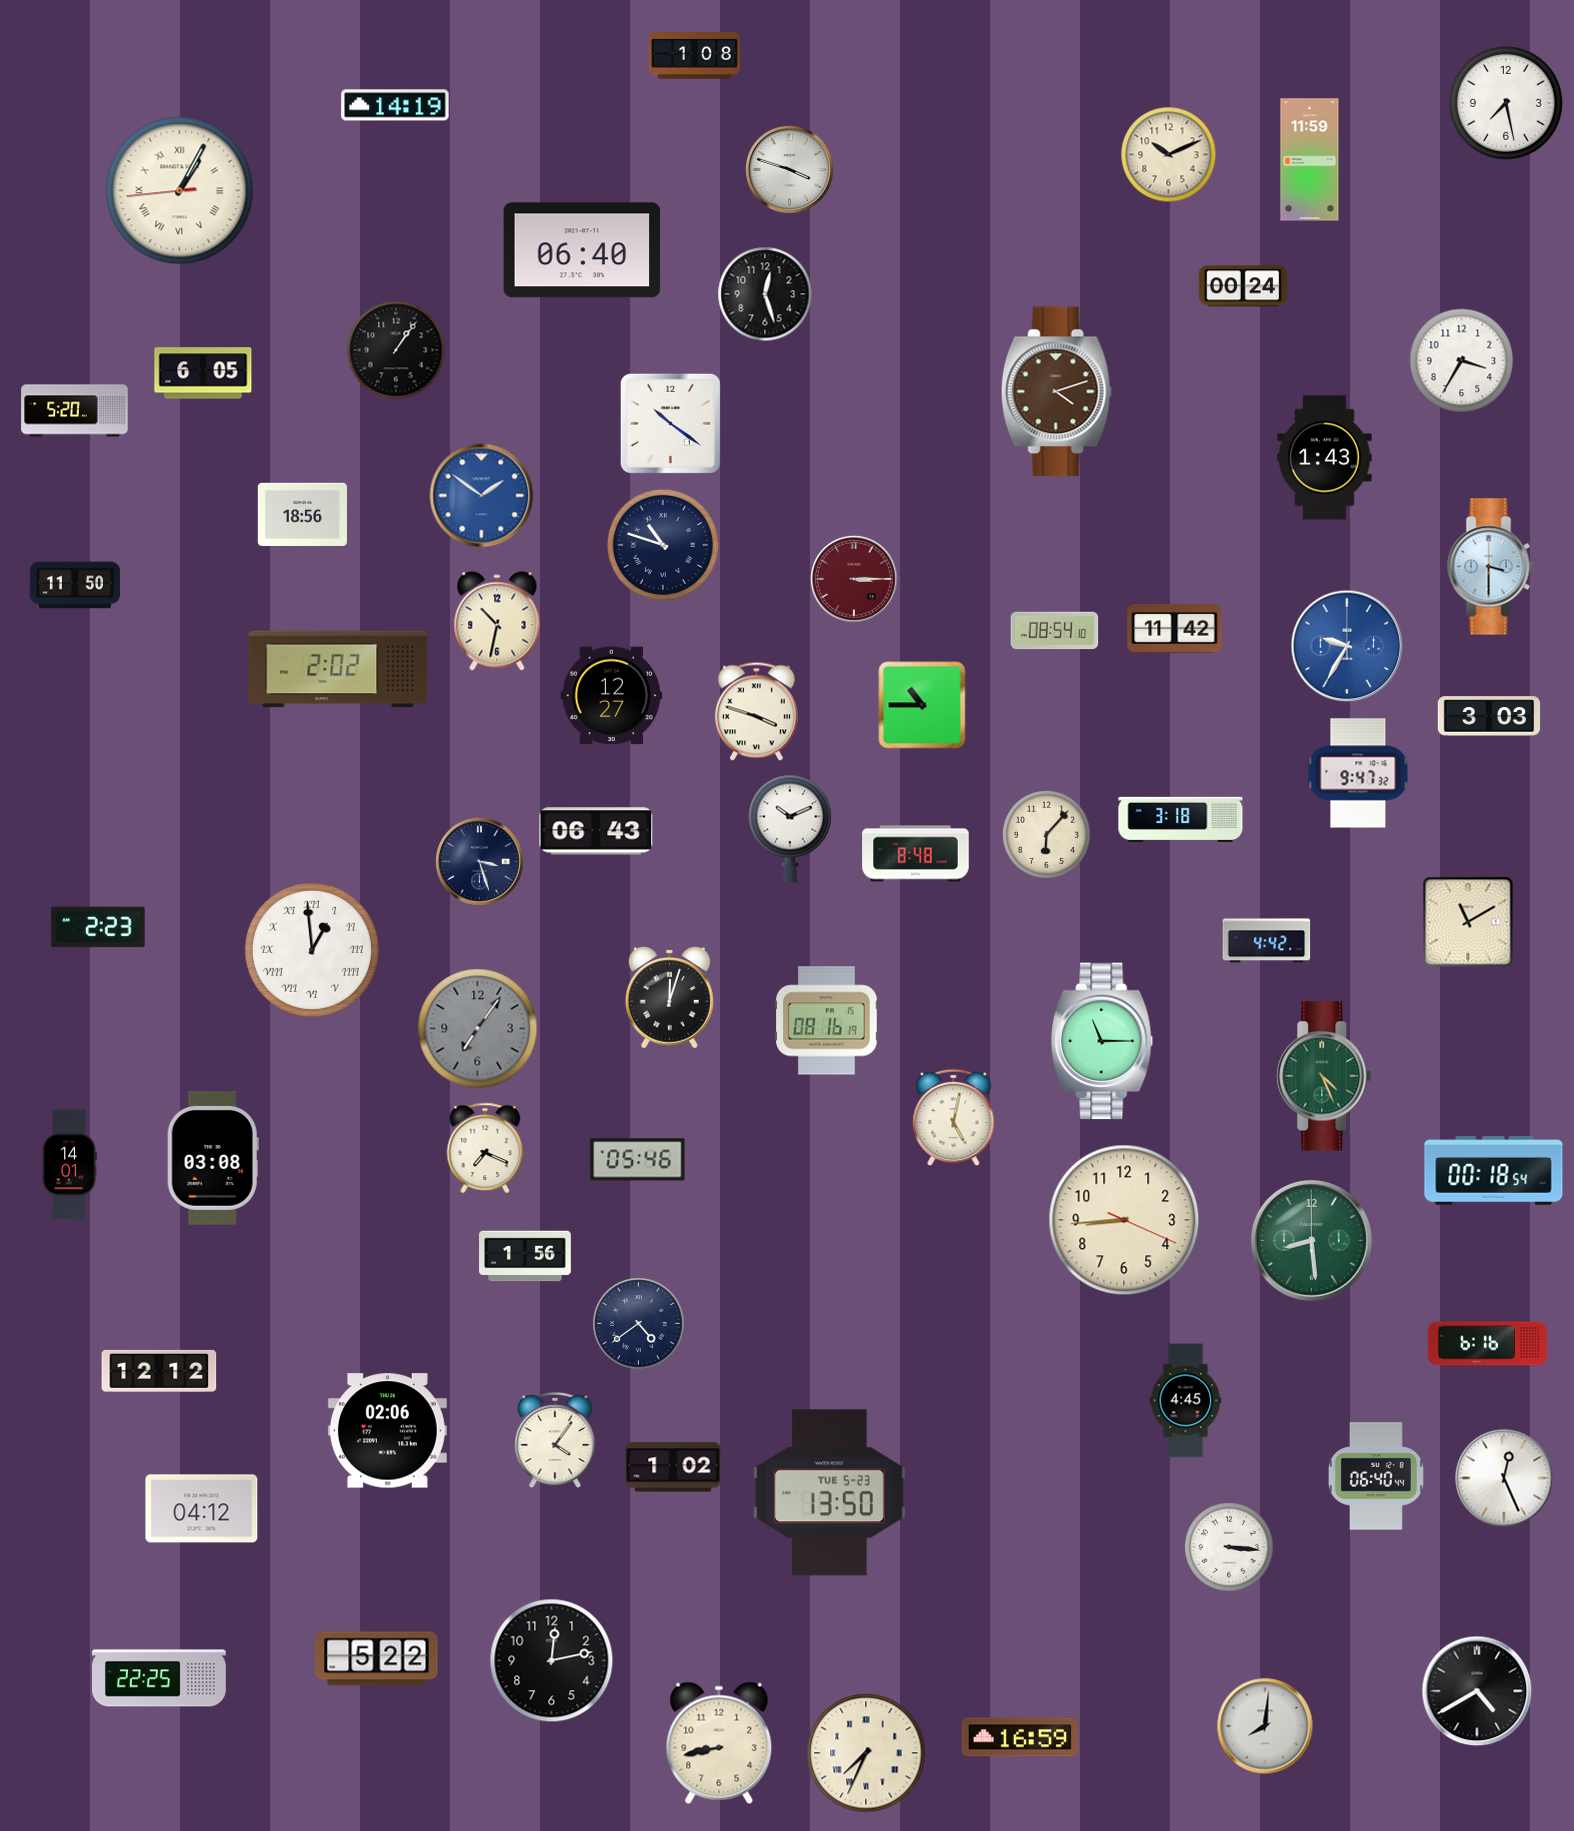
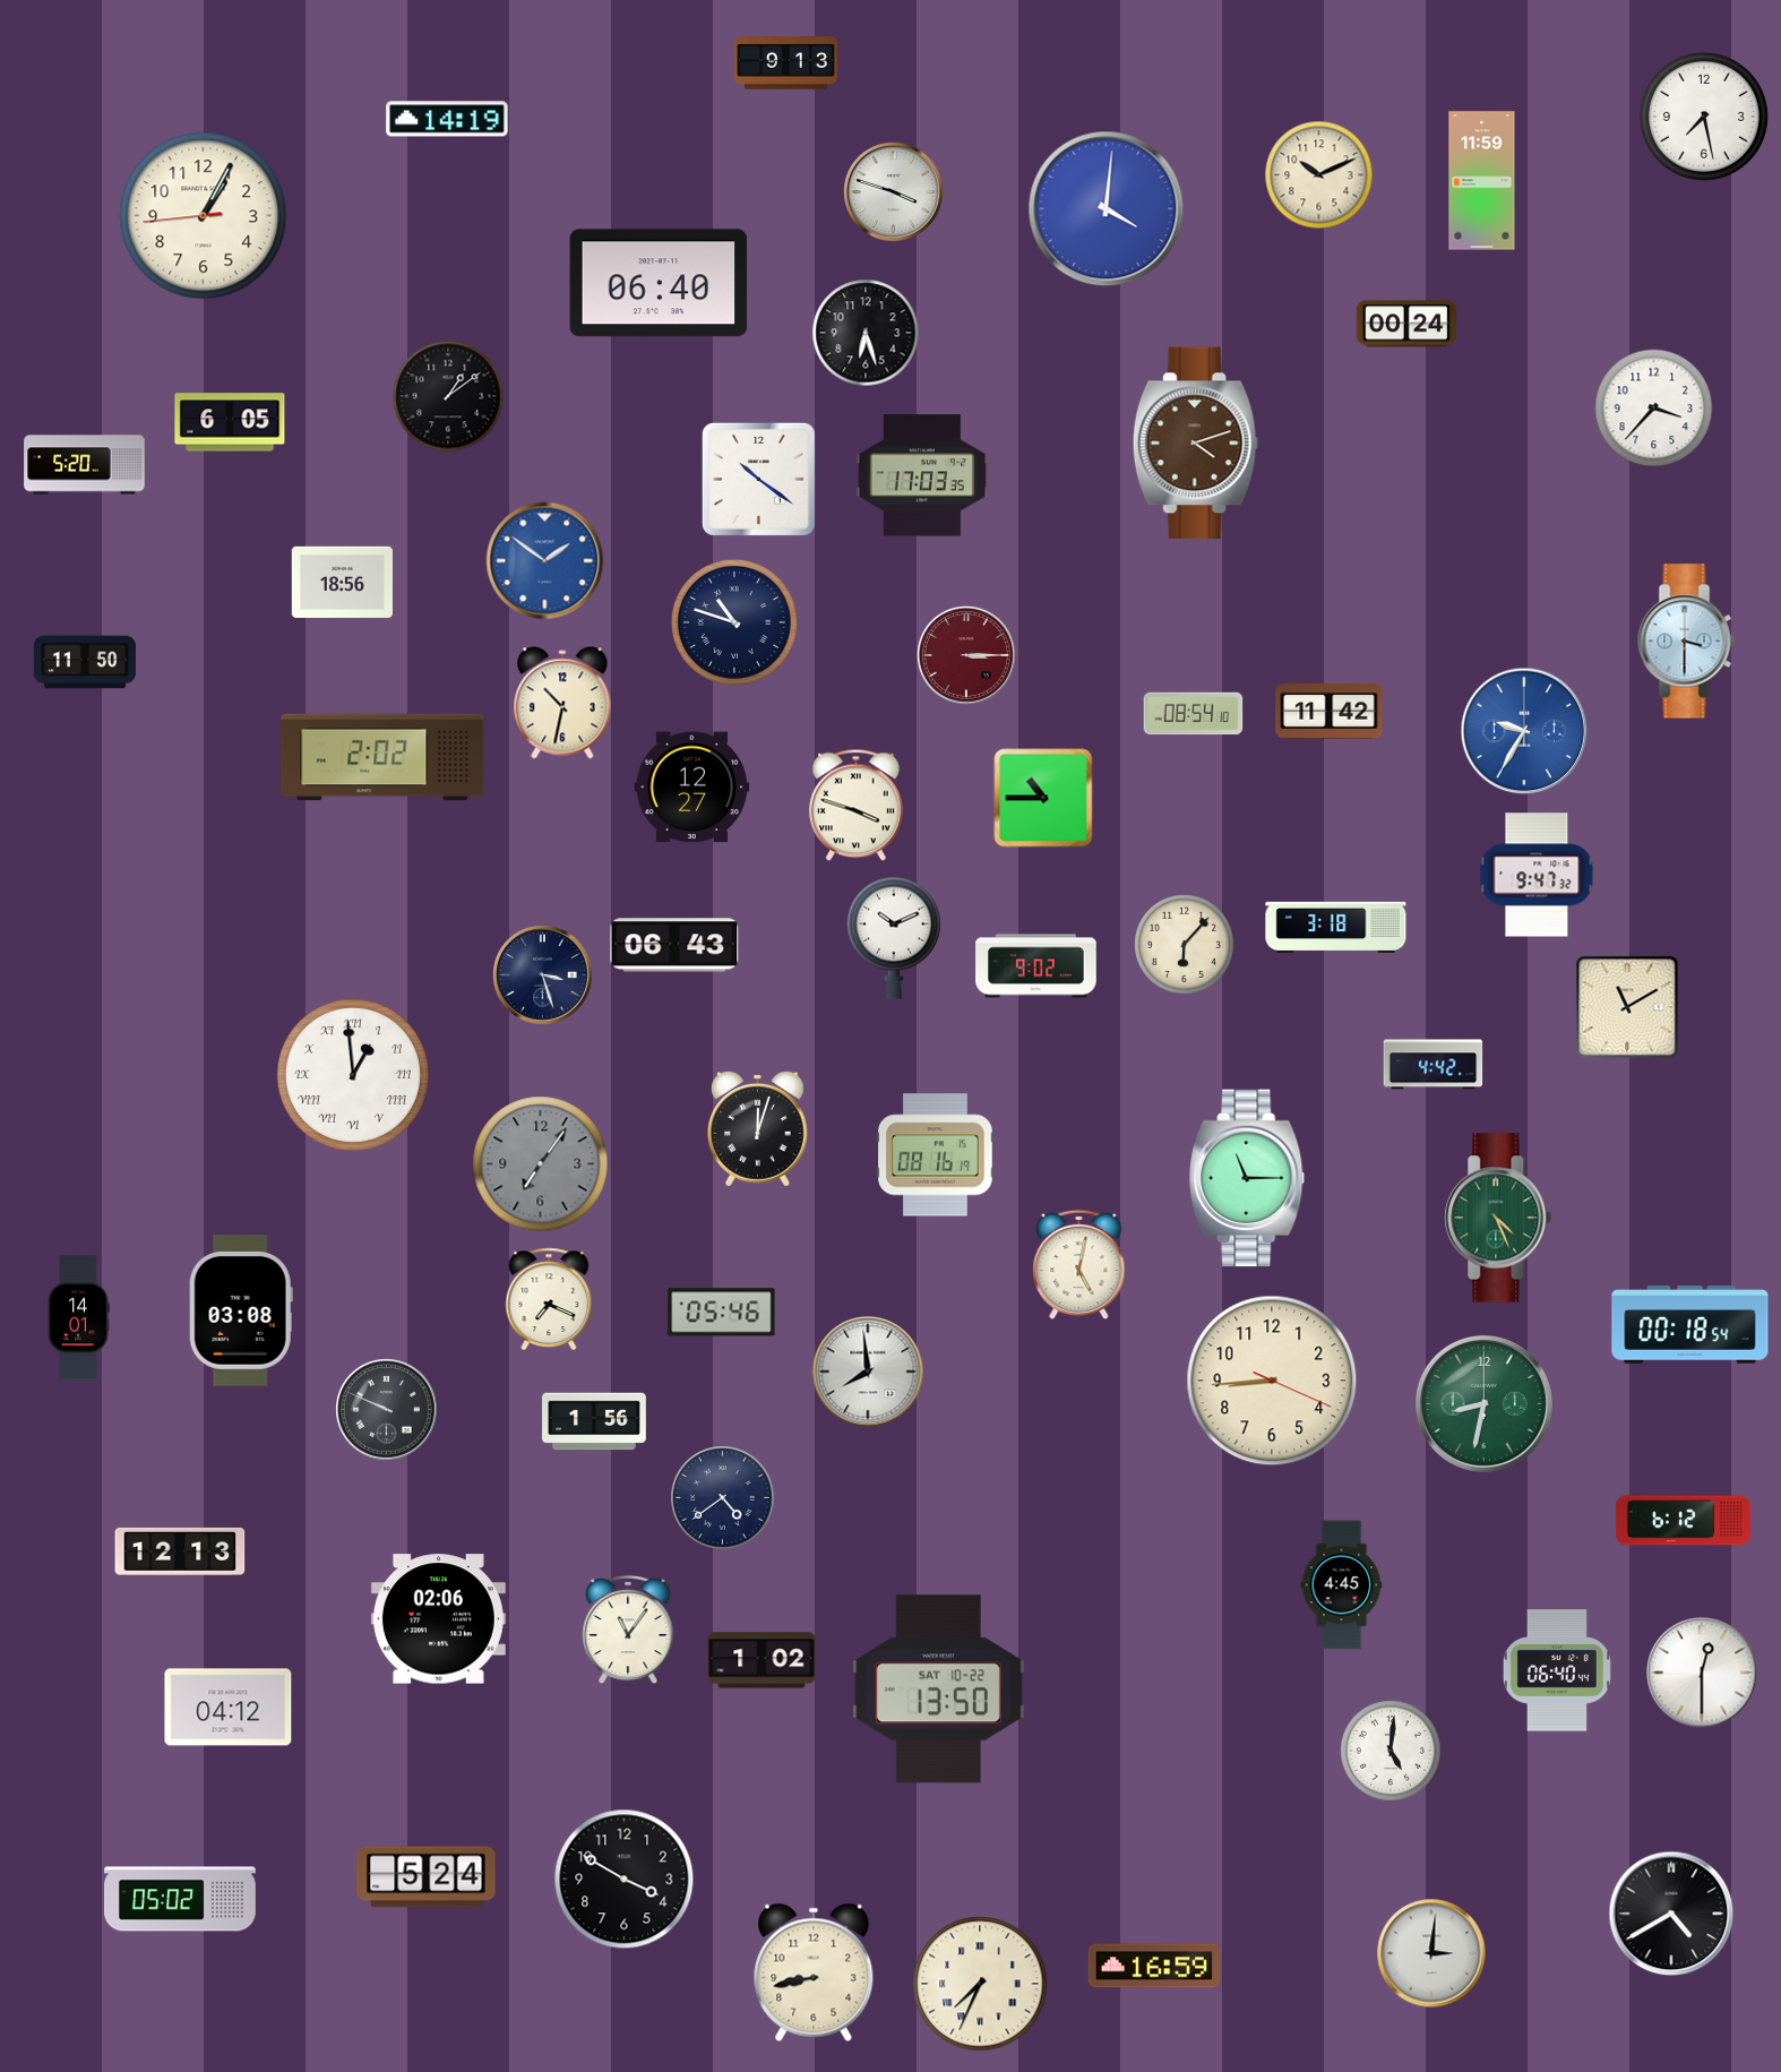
clock at (694, 56): 1:08 -> 9:13
clock at (1169, 155) position: (1169, 155) -> (1319, 175)
clock at (1107, 209): none -> 4:01
clock at (180, 191) numerals: Roman -> Arabic
clock at (765, 294): 12:27 -> 6:27
clock at (396, 350): 1:06 -> 1:09
clock at (1462, 361): 3:35 -> 3:37
clock at (922, 475): none -> 17:03
clock at (1325, 458): 1:43 -> none
clock at (663, 545) position: (663, 545) -> (734, 622)
clock at (1489, 716): 3:03 -> none
clock at (596, 831) position: (596, 831) -> (674, 945)
clock at (916, 854): 8:48 -> 9:02
clock at (1468, 922) position: (1468, 922) -> (1627, 1007)
clock at (98, 927): 2:23 -> none
clock at (868, 1372): none -> 7:59
clock at (1311, 1240): 8:29 -> 8:32
clock at (387, 1410): none -> 9:49
clock at (1487, 1344): 6:16 -> 6:12
clock at (159, 1371): 12:12 -> 12:13
clock at (555, 1440): 4:06 -> 11:06
clock at (1504, 1478): 12:26 -> 12:30
clock at (829, 1493) date: TUE 5-23 -> SAT 10-22
clock at (1230, 1548): 3:16 -> 5:01
clock at (377, 1659): 5:22 -> 5:24
clock at (552, 1661): 12:13 -> 3:50
clock at (159, 1678): 22:25 -> 05:02
clock at (1265, 1726): 8:01 -> 3:01
